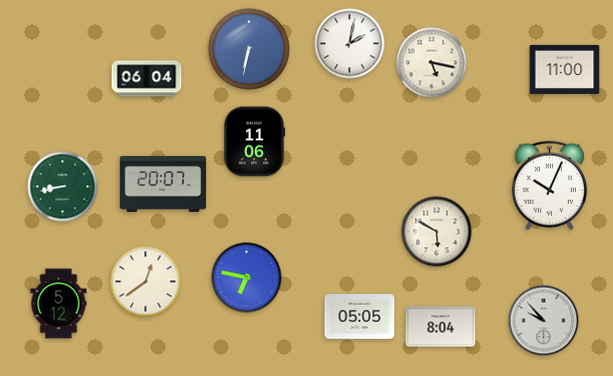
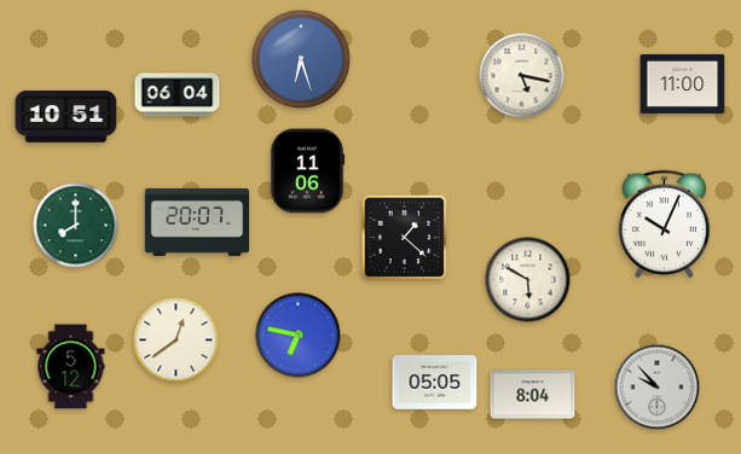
clock at (350, 44): 2:02 -> none
clock at (249, 49): 6:32 -> 6:27
clock at (66, 117): none -> 10:51
clock at (63, 187): 8:43 -> 8:00
clock at (405, 238): none -> 1:22
